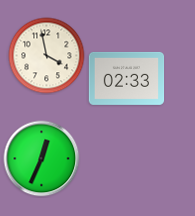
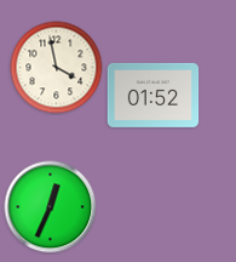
clock at (127, 78): 02:33 -> 01:52
clock at (42, 159) position: (42, 159) -> (51, 207)
